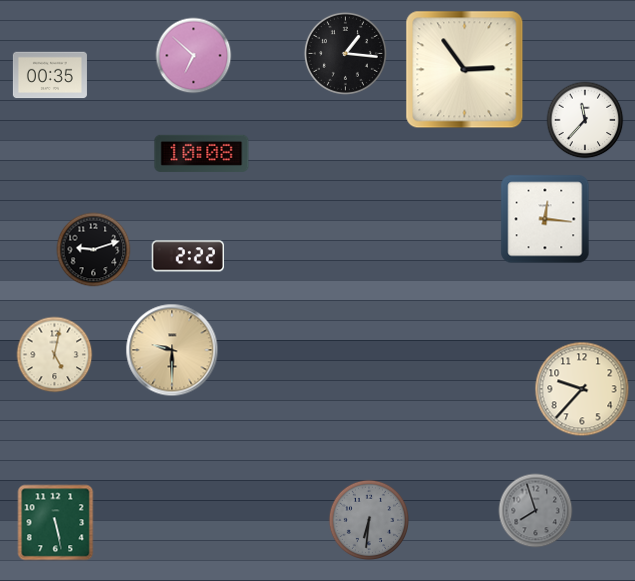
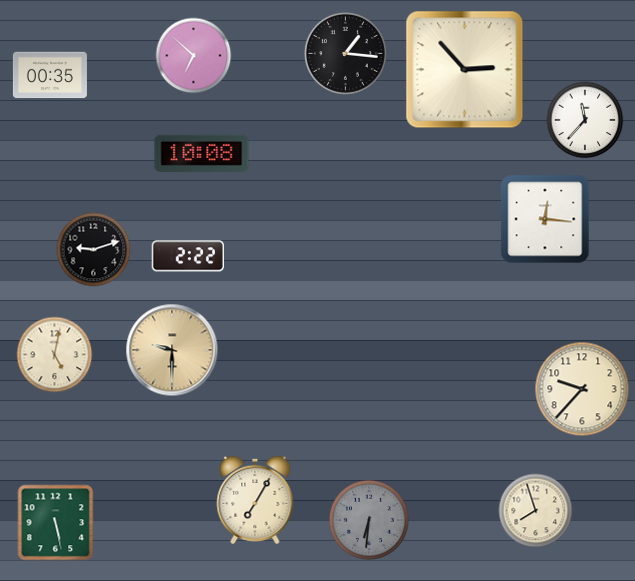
clock at (465, 70): 2:54 -> 2:53
clock at (255, 500): none -> 7:05
clock at (536, 511) dial: grey -> cream
